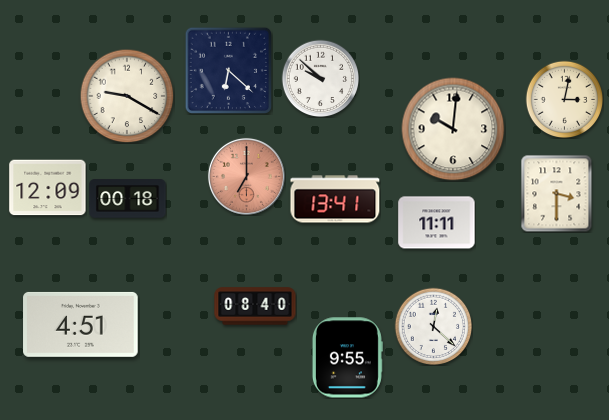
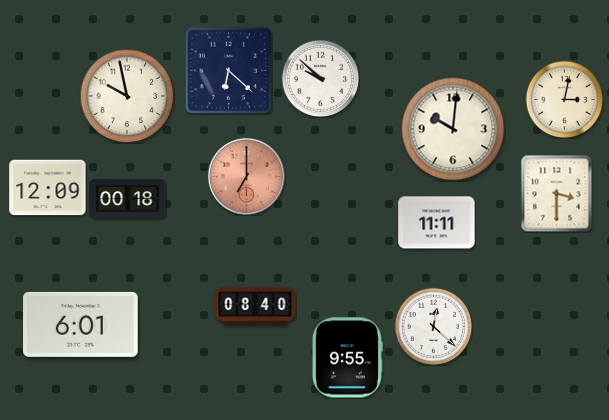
clock at (127, 96): 9:20 -> 9:58
clock at (335, 199): 13:41 -> none
clock at (81, 324): 4:51 -> 6:01
